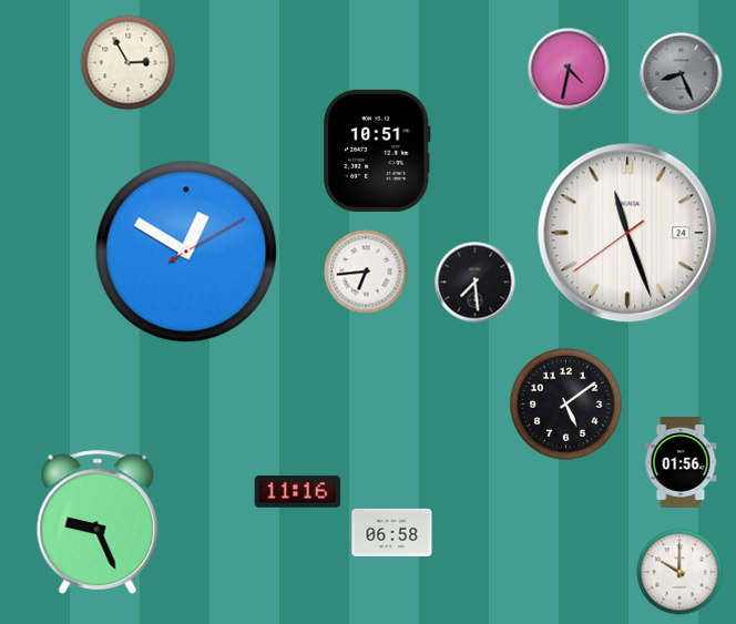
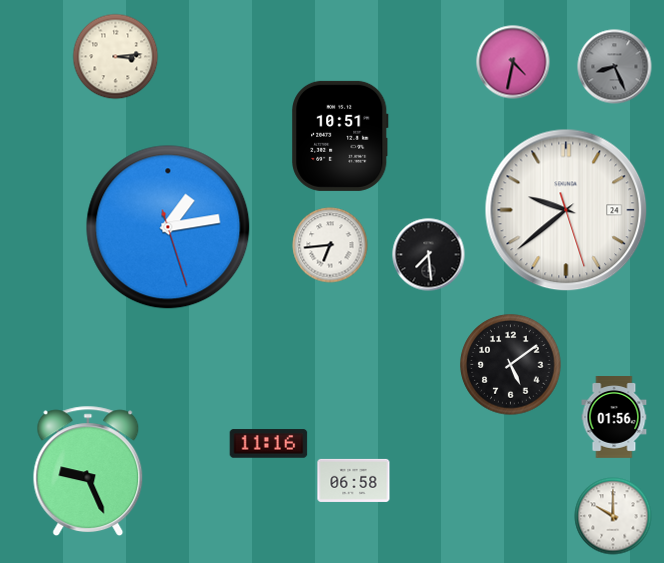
clock at (129, 63): 2:55 -> 3:14
clock at (627, 233): 11:26 -> 9:38
clock at (186, 252): 12:50 -> 1:13
